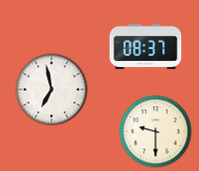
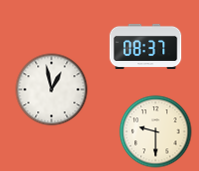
clock at (52, 90): 6:58 -> 12:58
